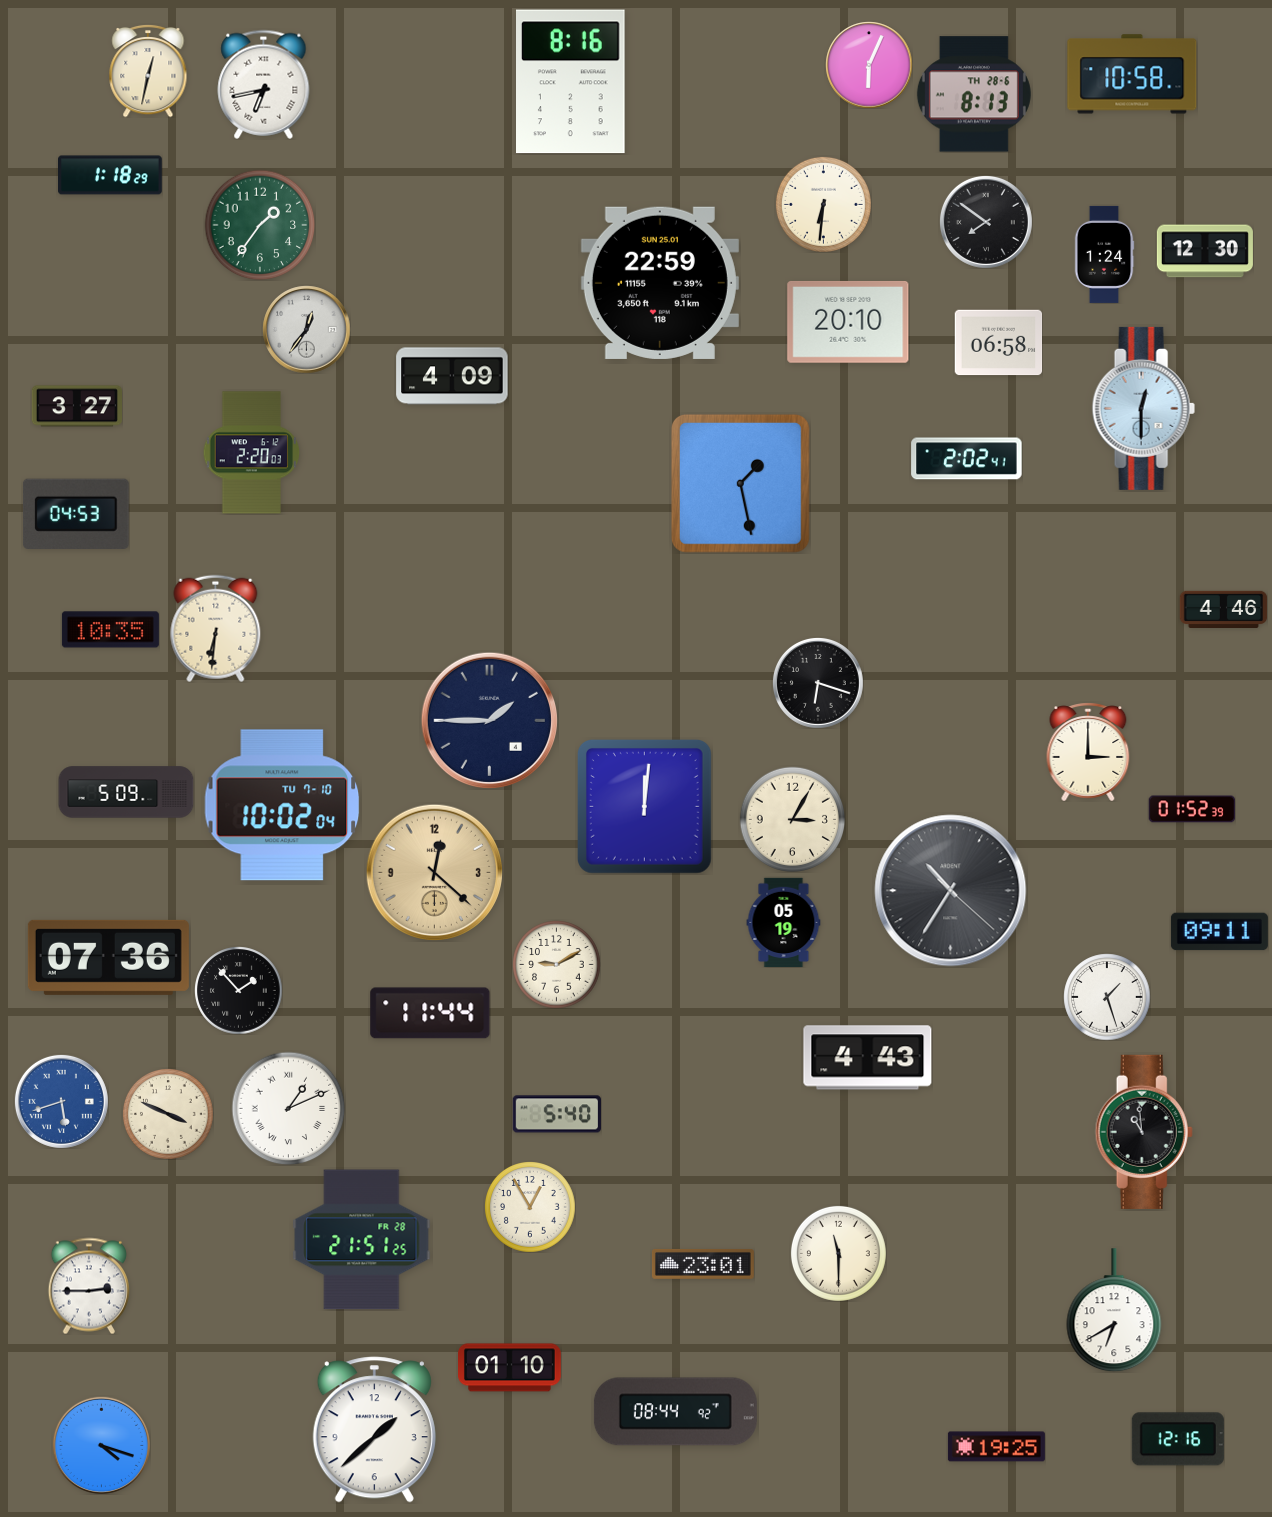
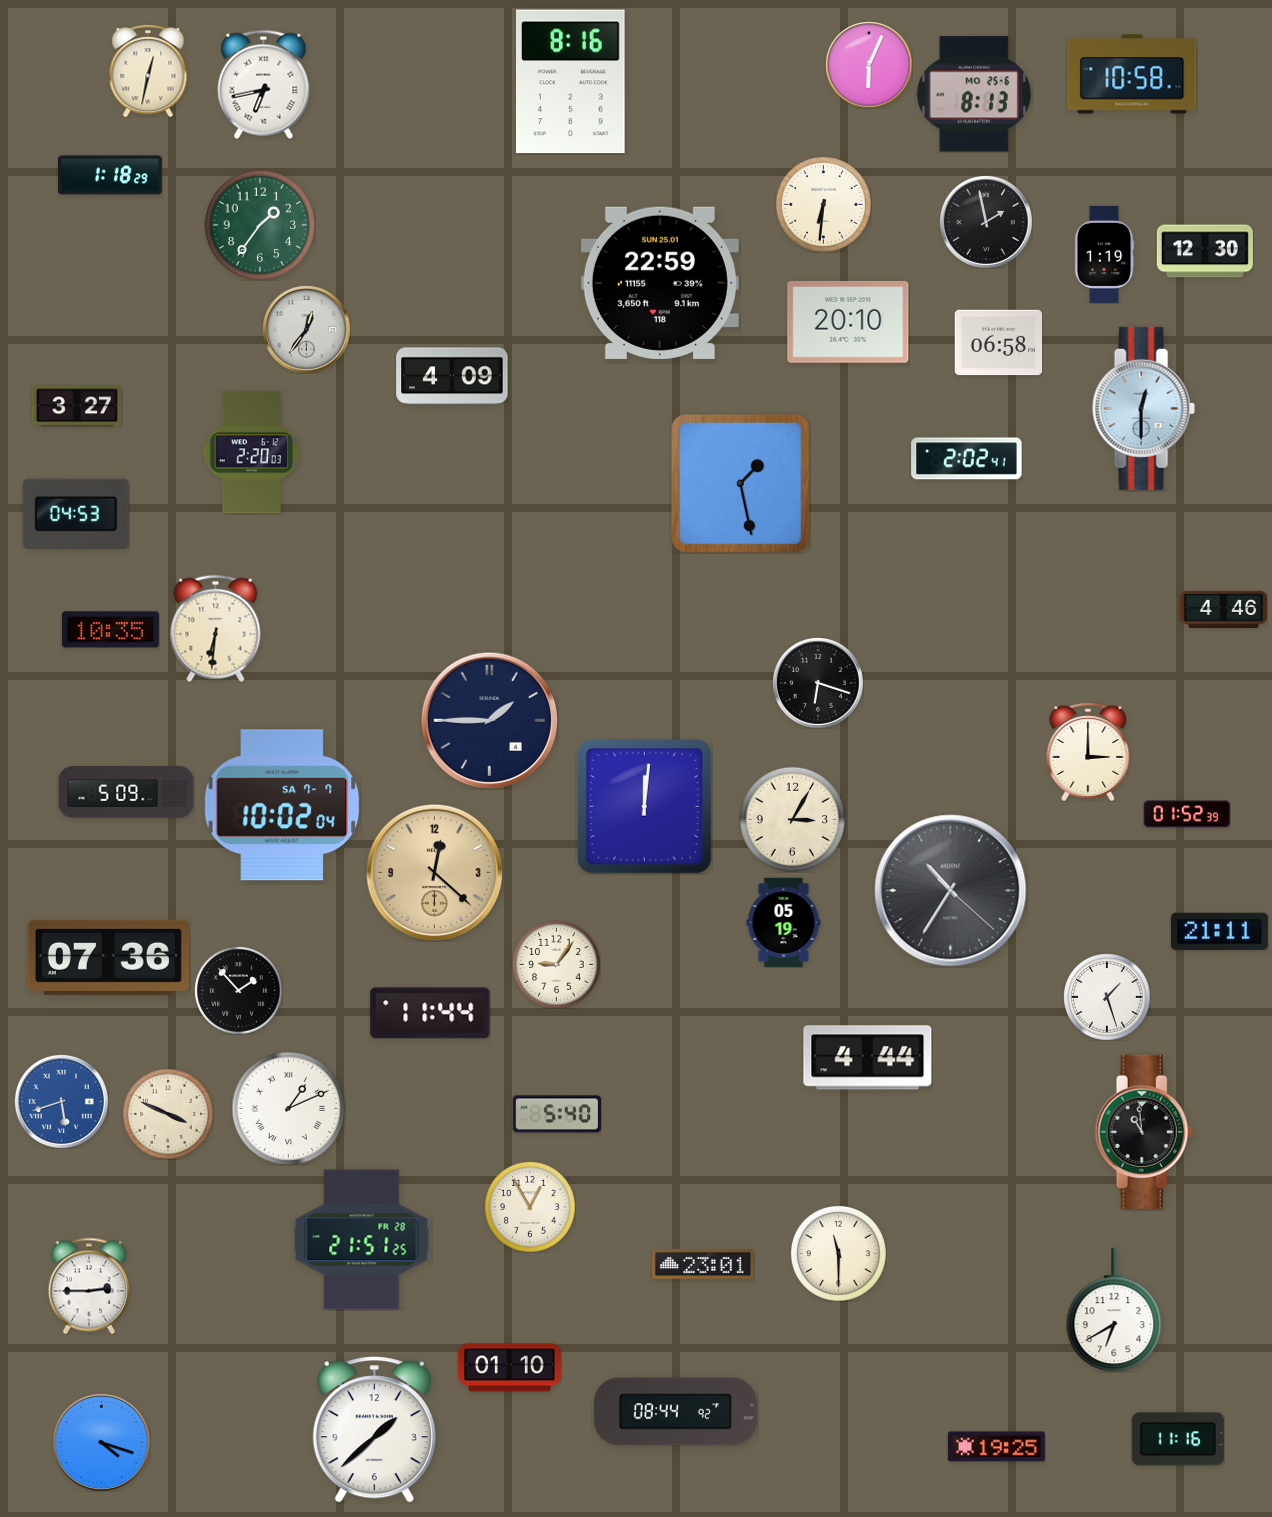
clock at (974, 94) date: TH 28-6 -> MO 25-6
clock at (986, 222): 7:51 -> 1:58
clock at (1104, 254): 1:24 -> 1:19
clock at (282, 805) date: TU 7-10 -> SA 7-7
clock at (1192, 809) position: (1192, 809) -> (1187, 814)
clock at (1219, 932): 09:11 -> 21:11
clock at (556, 964): 9:10 -> 9:06
clock at (868, 1058): 4:43 -> 4:44
clock at (1178, 1439): 12:16 -> 11:16
clock at (101, 1445) position: (101, 1445) -> (101, 1442)
